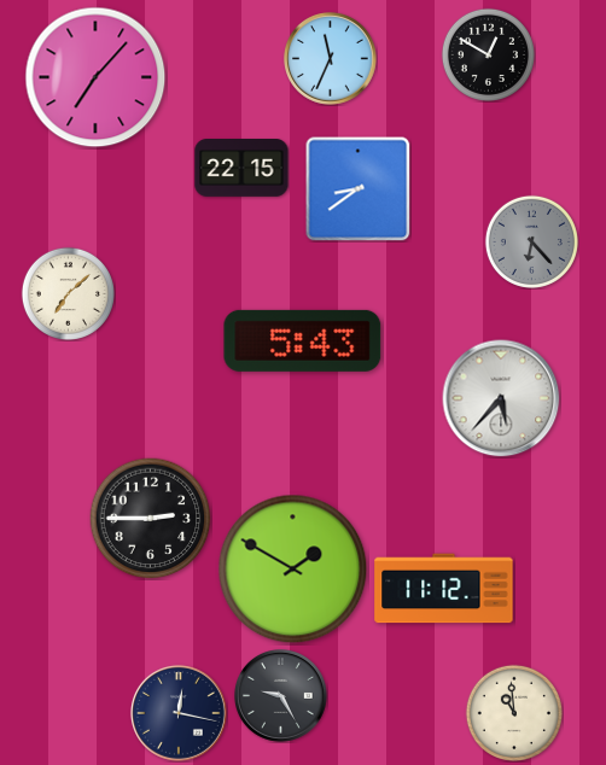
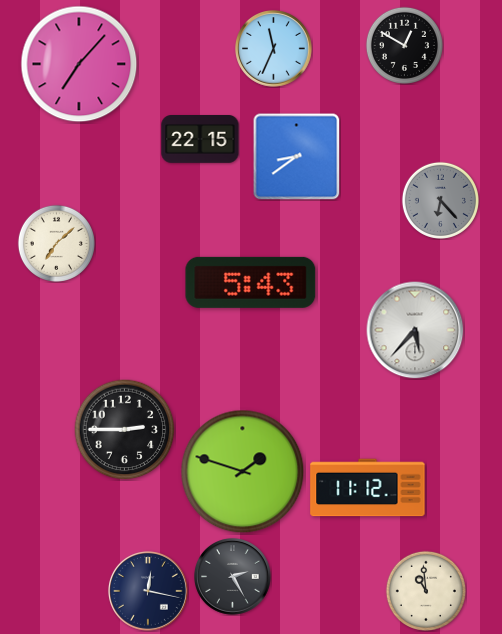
clock at (293, 570): 1:50 -> 1:48
clock at (281, 696): 9:25 -> 2:25
